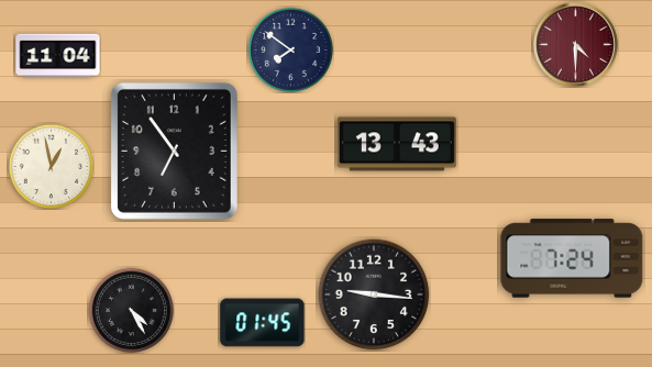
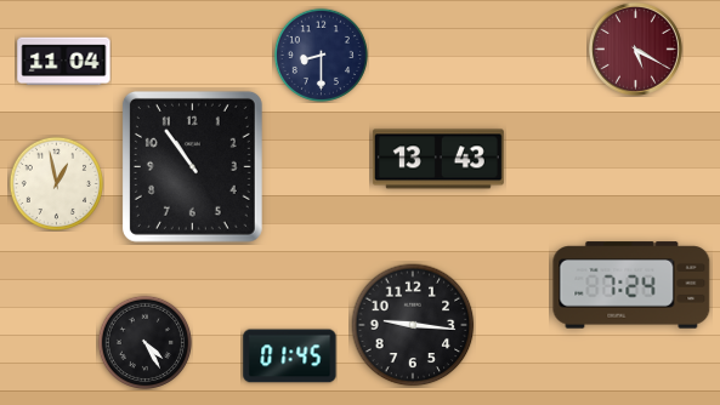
clock at (576, 45): 4:30 -> 5:20
clock at (290, 49): 7:51 -> 8:30
clock at (174, 151): 6:54 -> 10:54
